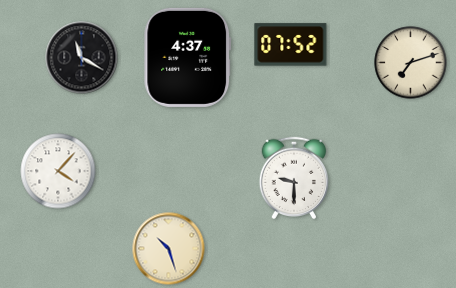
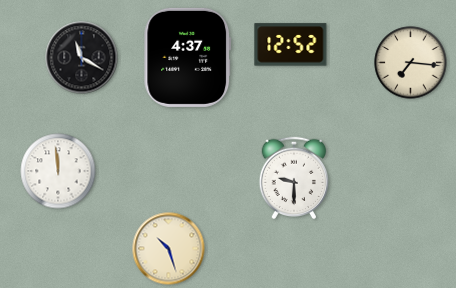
clock at (291, 45): 07:52 -> 12:52
clock at (411, 63): 7:12 -> 7:16
clock at (58, 171): 4:07 -> 11:59
